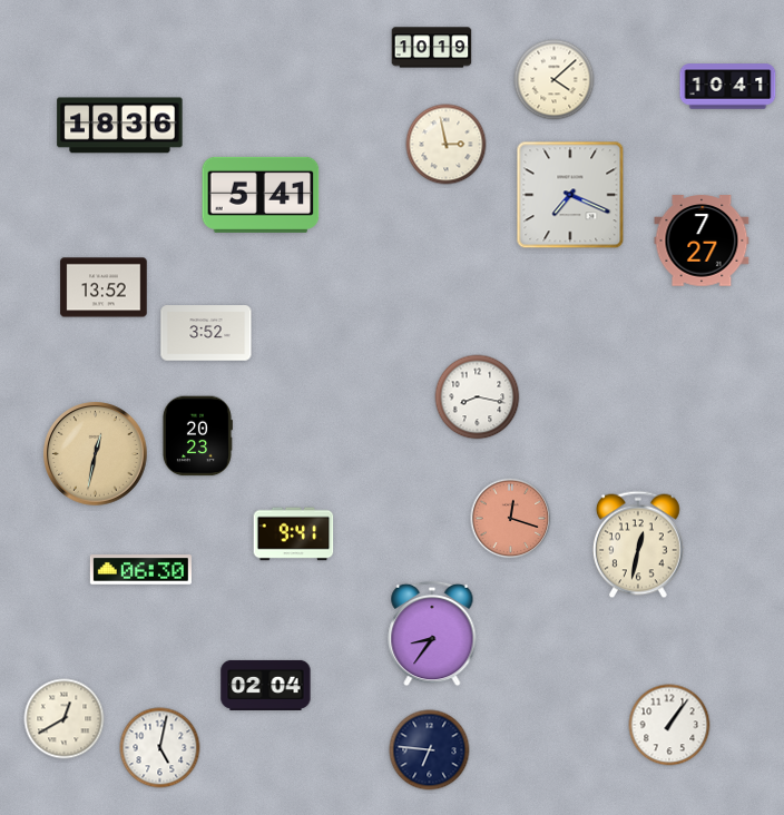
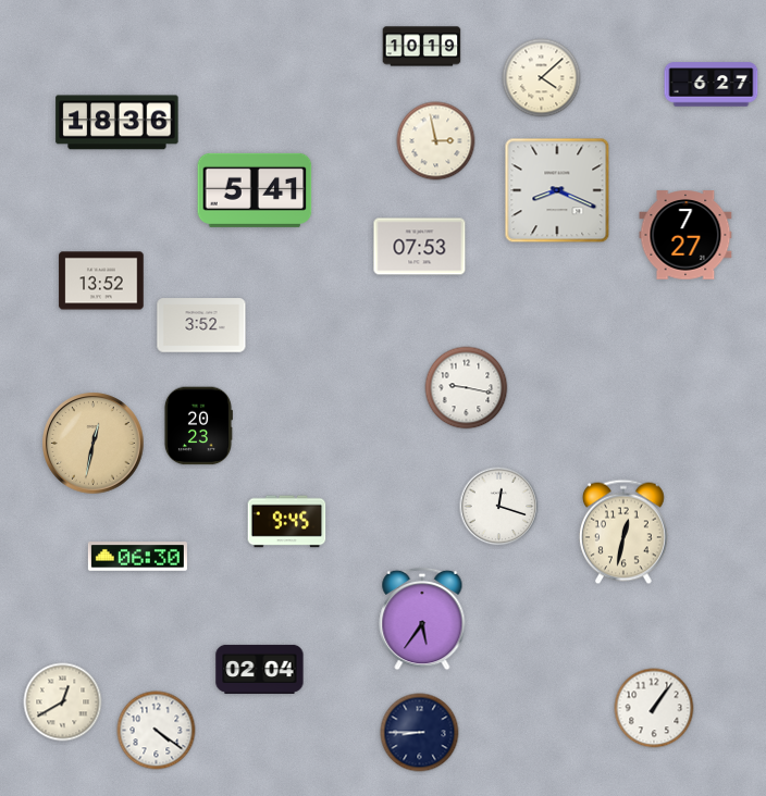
clock at (728, 87): 10:41 -> 6:27
clock at (570, 195): 7:19 -> 8:19
clock at (420, 247): none -> 07:53
clock at (478, 397): 8:17 -> 9:17
clock at (197, 436) position: (197, 436) -> (198, 426)
clock at (511, 519) dial: salmon -> white
clock at (294, 534): 9:41 -> 9:45
clock at (432, 634): 8:36 -> 5:36
clock at (160, 748): 5:02 -> 4:21
clock at (430, 750): 6:46 -> 8:45
